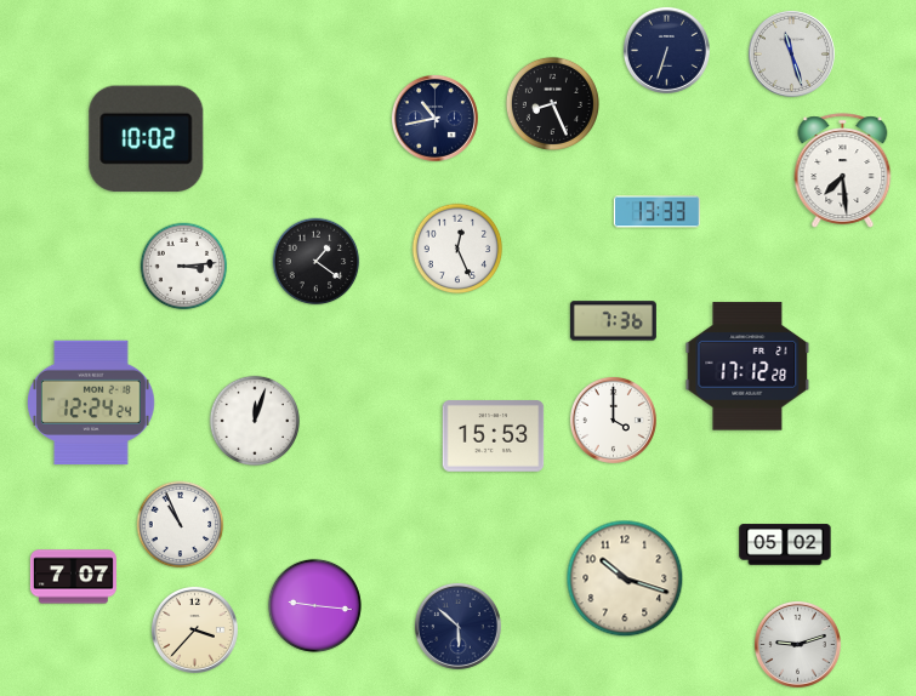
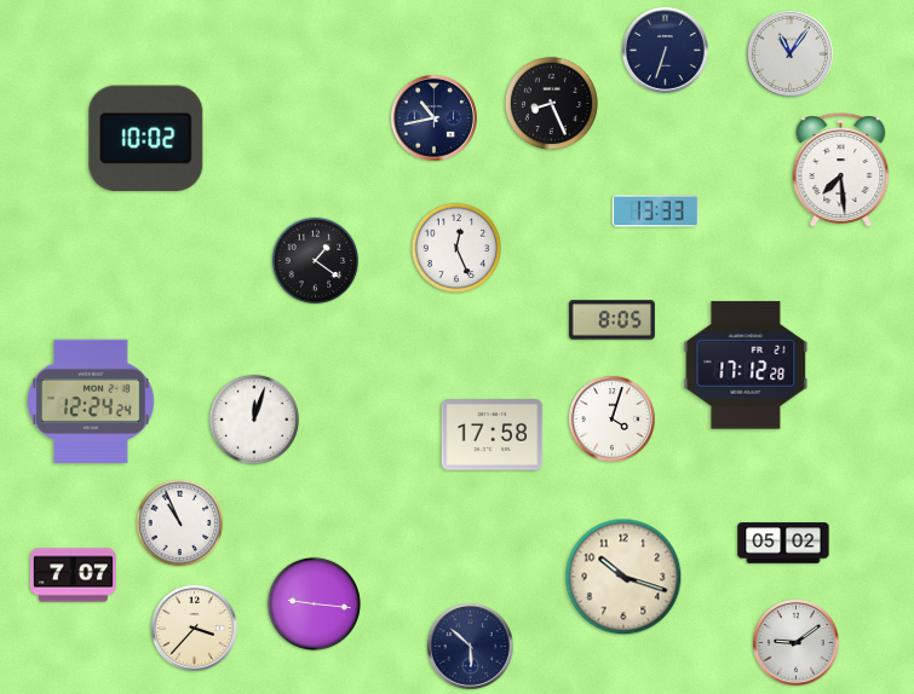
clock at (791, 53): 11:27 -> 11:06
clock at (184, 267): 3:14 -> none
clock at (613, 321): 7:36 -> 8:05
clock at (613, 420): 4:00 -> 4:03
clock at (494, 437): 15:53 -> 17:58
clock at (457, 626) position: (457, 626) -> (470, 646)
clock at (797, 644): 9:12 -> 9:09
